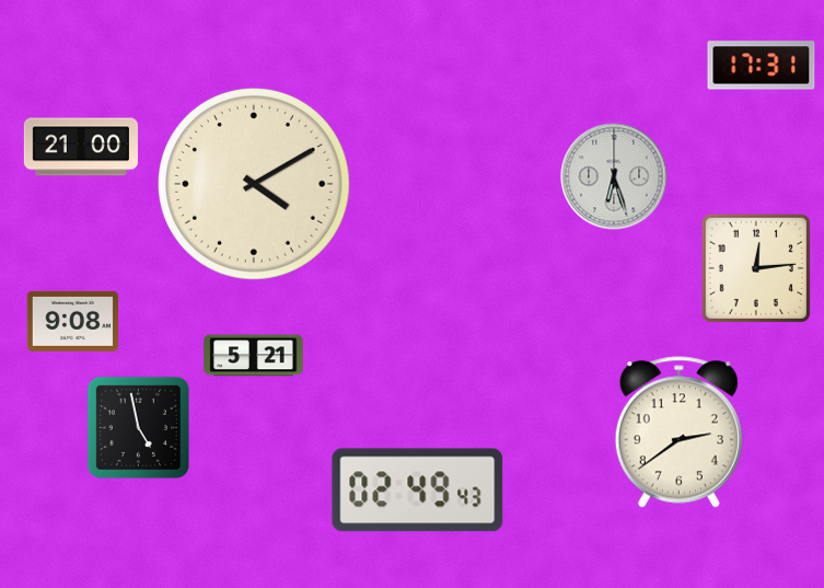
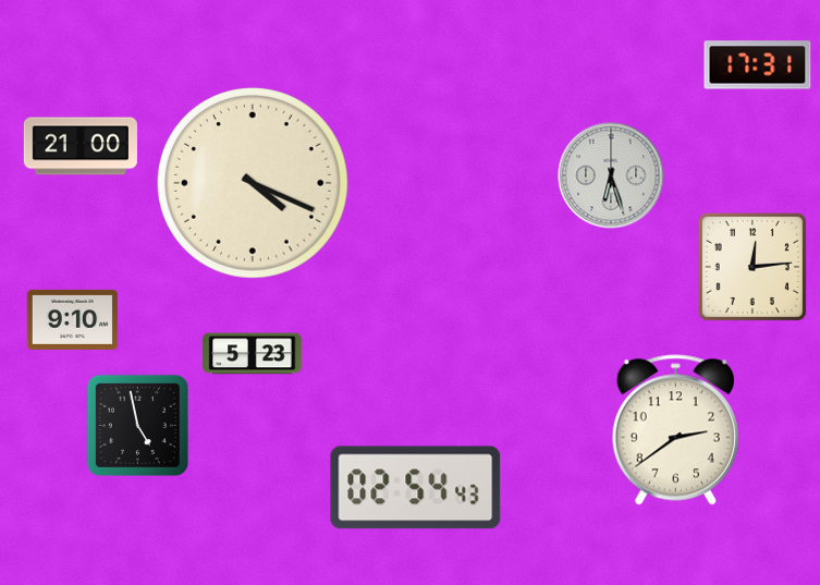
clock at (255, 185): 4:10 -> 4:19
clock at (73, 321): 9:08 -> 9:10
clock at (254, 356): 5:21 -> 5:23
clock at (418, 491): 02:49 -> 02:54
